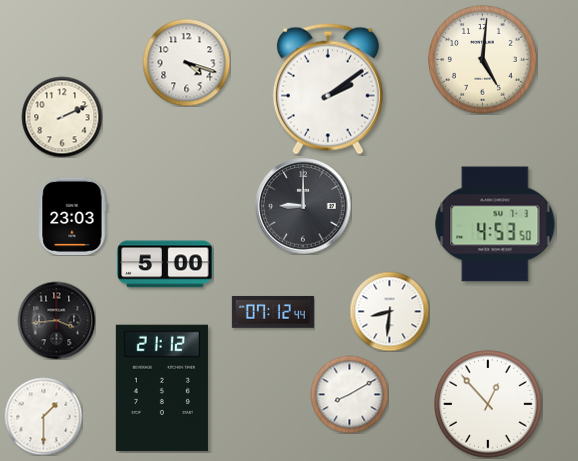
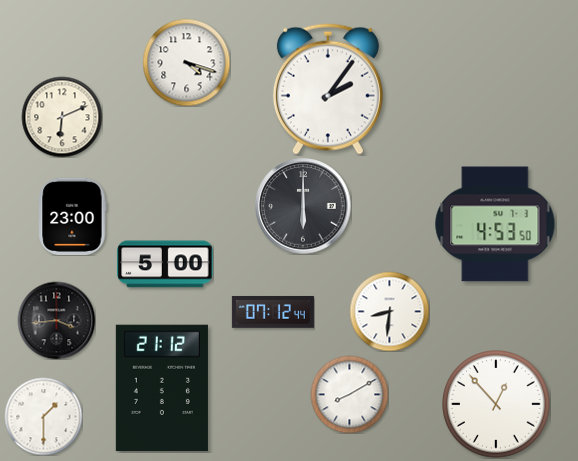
clock at (483, 60): 5:01 -> none
clock at (328, 89): 2:09 -> 2:06
clock at (62, 117): 2:11 -> 6:11
clock at (303, 206): 9:00 -> 6:00
clock at (73, 216): 23:03 -> 23:00
clock at (489, 405) position: (489, 405) -> (497, 405)
